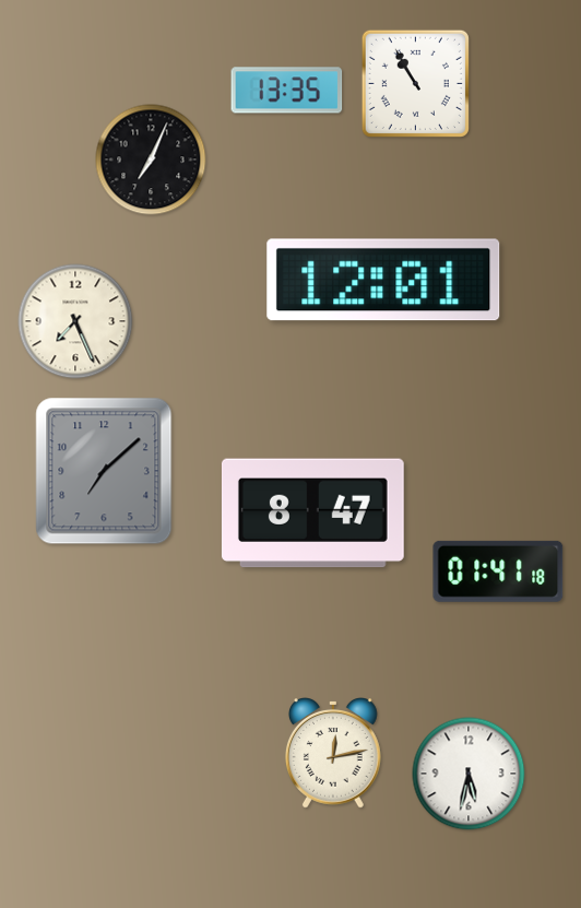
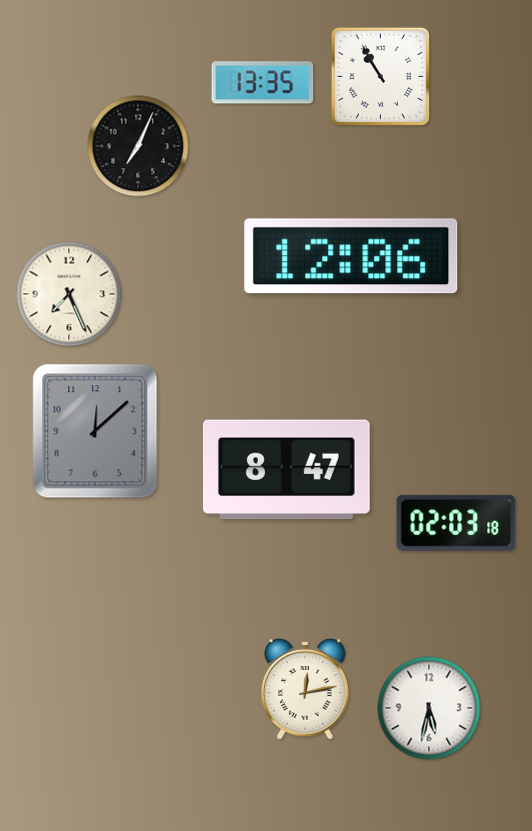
clock at (383, 280): 12:01 -> 12:06
clock at (104, 471): 7:08 -> 12:08
clock at (498, 571): 01:41 -> 02:03
